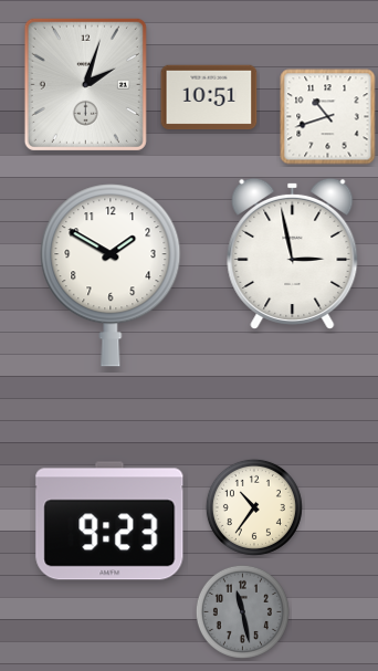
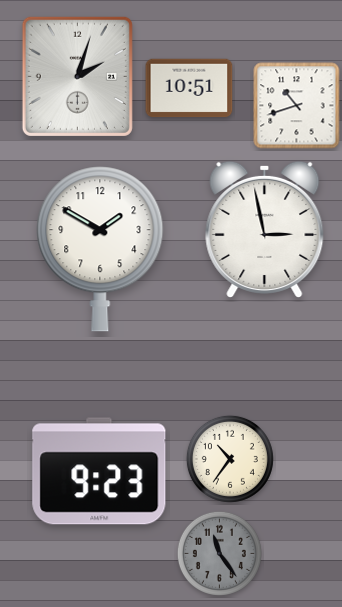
clock at (242, 611): 11:28 -> 11:24
